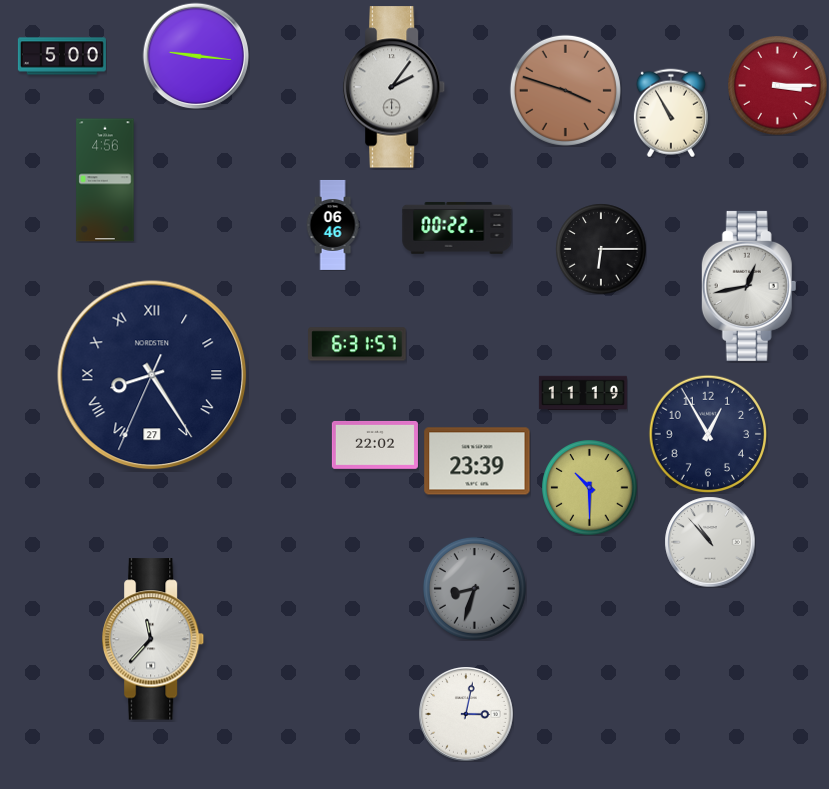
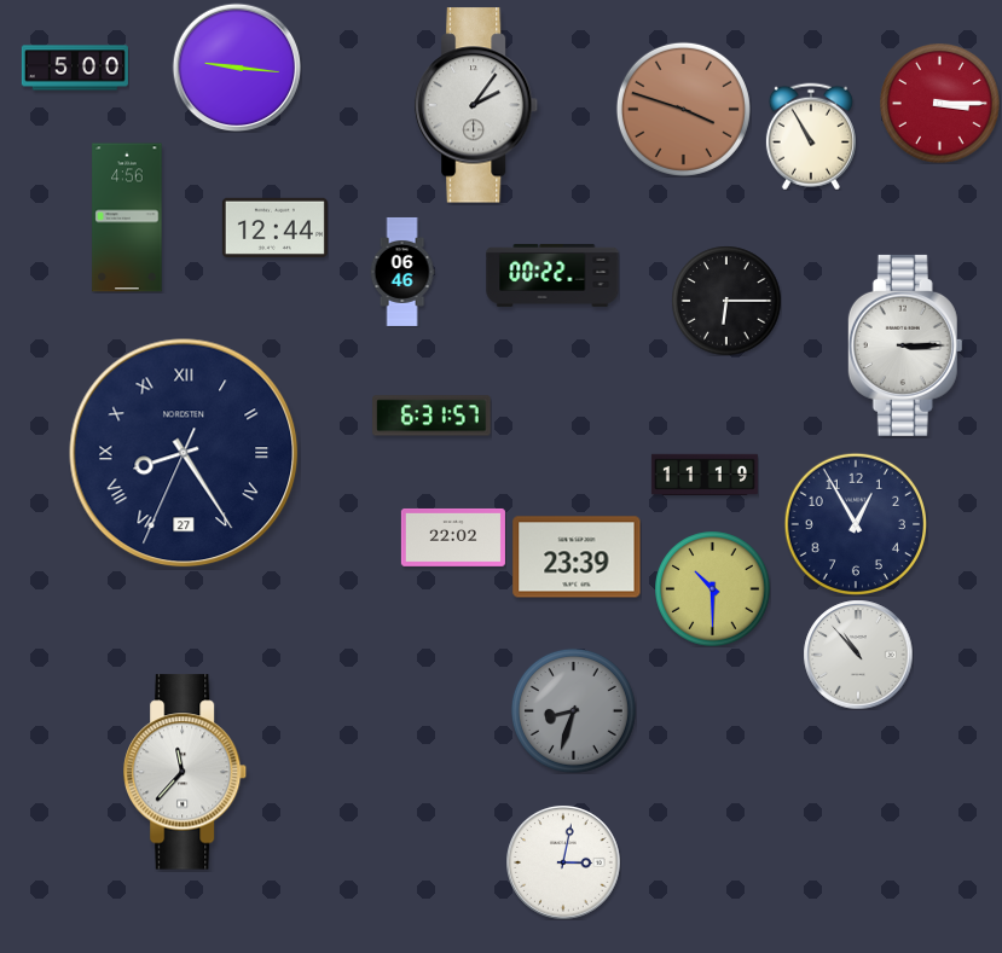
clock at (274, 227): none -> 12:44
clock at (749, 286): 12:43 -> 3:15
